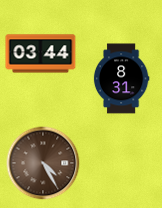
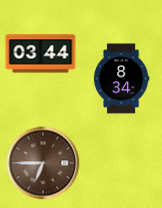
clock at (121, 79): 8:31 -> 8:34
clock at (43, 163): 4:25 -> 6:45
